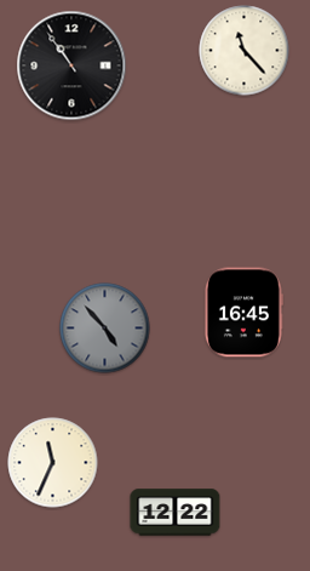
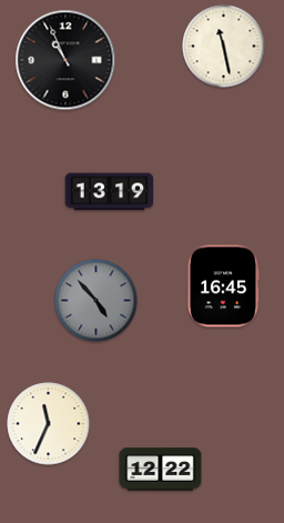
clock at (245, 51): 11:23 -> 11:28
clock at (71, 65): 10:54 -> 10:56
clock at (110, 192): none -> 13:19
